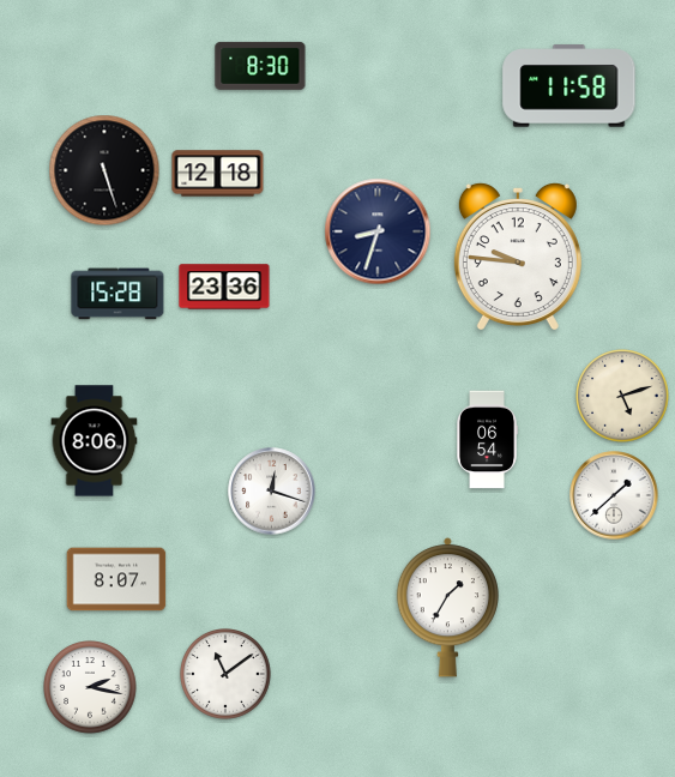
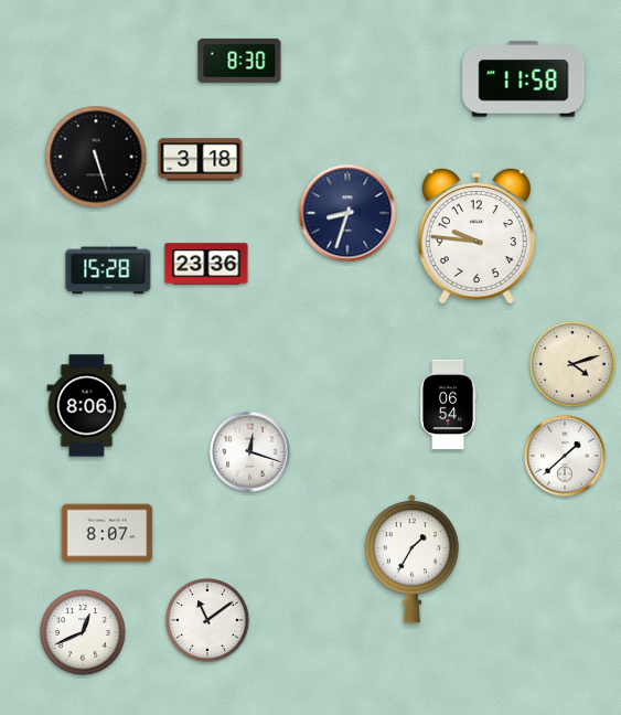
clock at (218, 174): 12:18 -> 3:18
clock at (622, 396): 5:12 -> 4:12
clock at (90, 687): 2:17 -> 12:41
